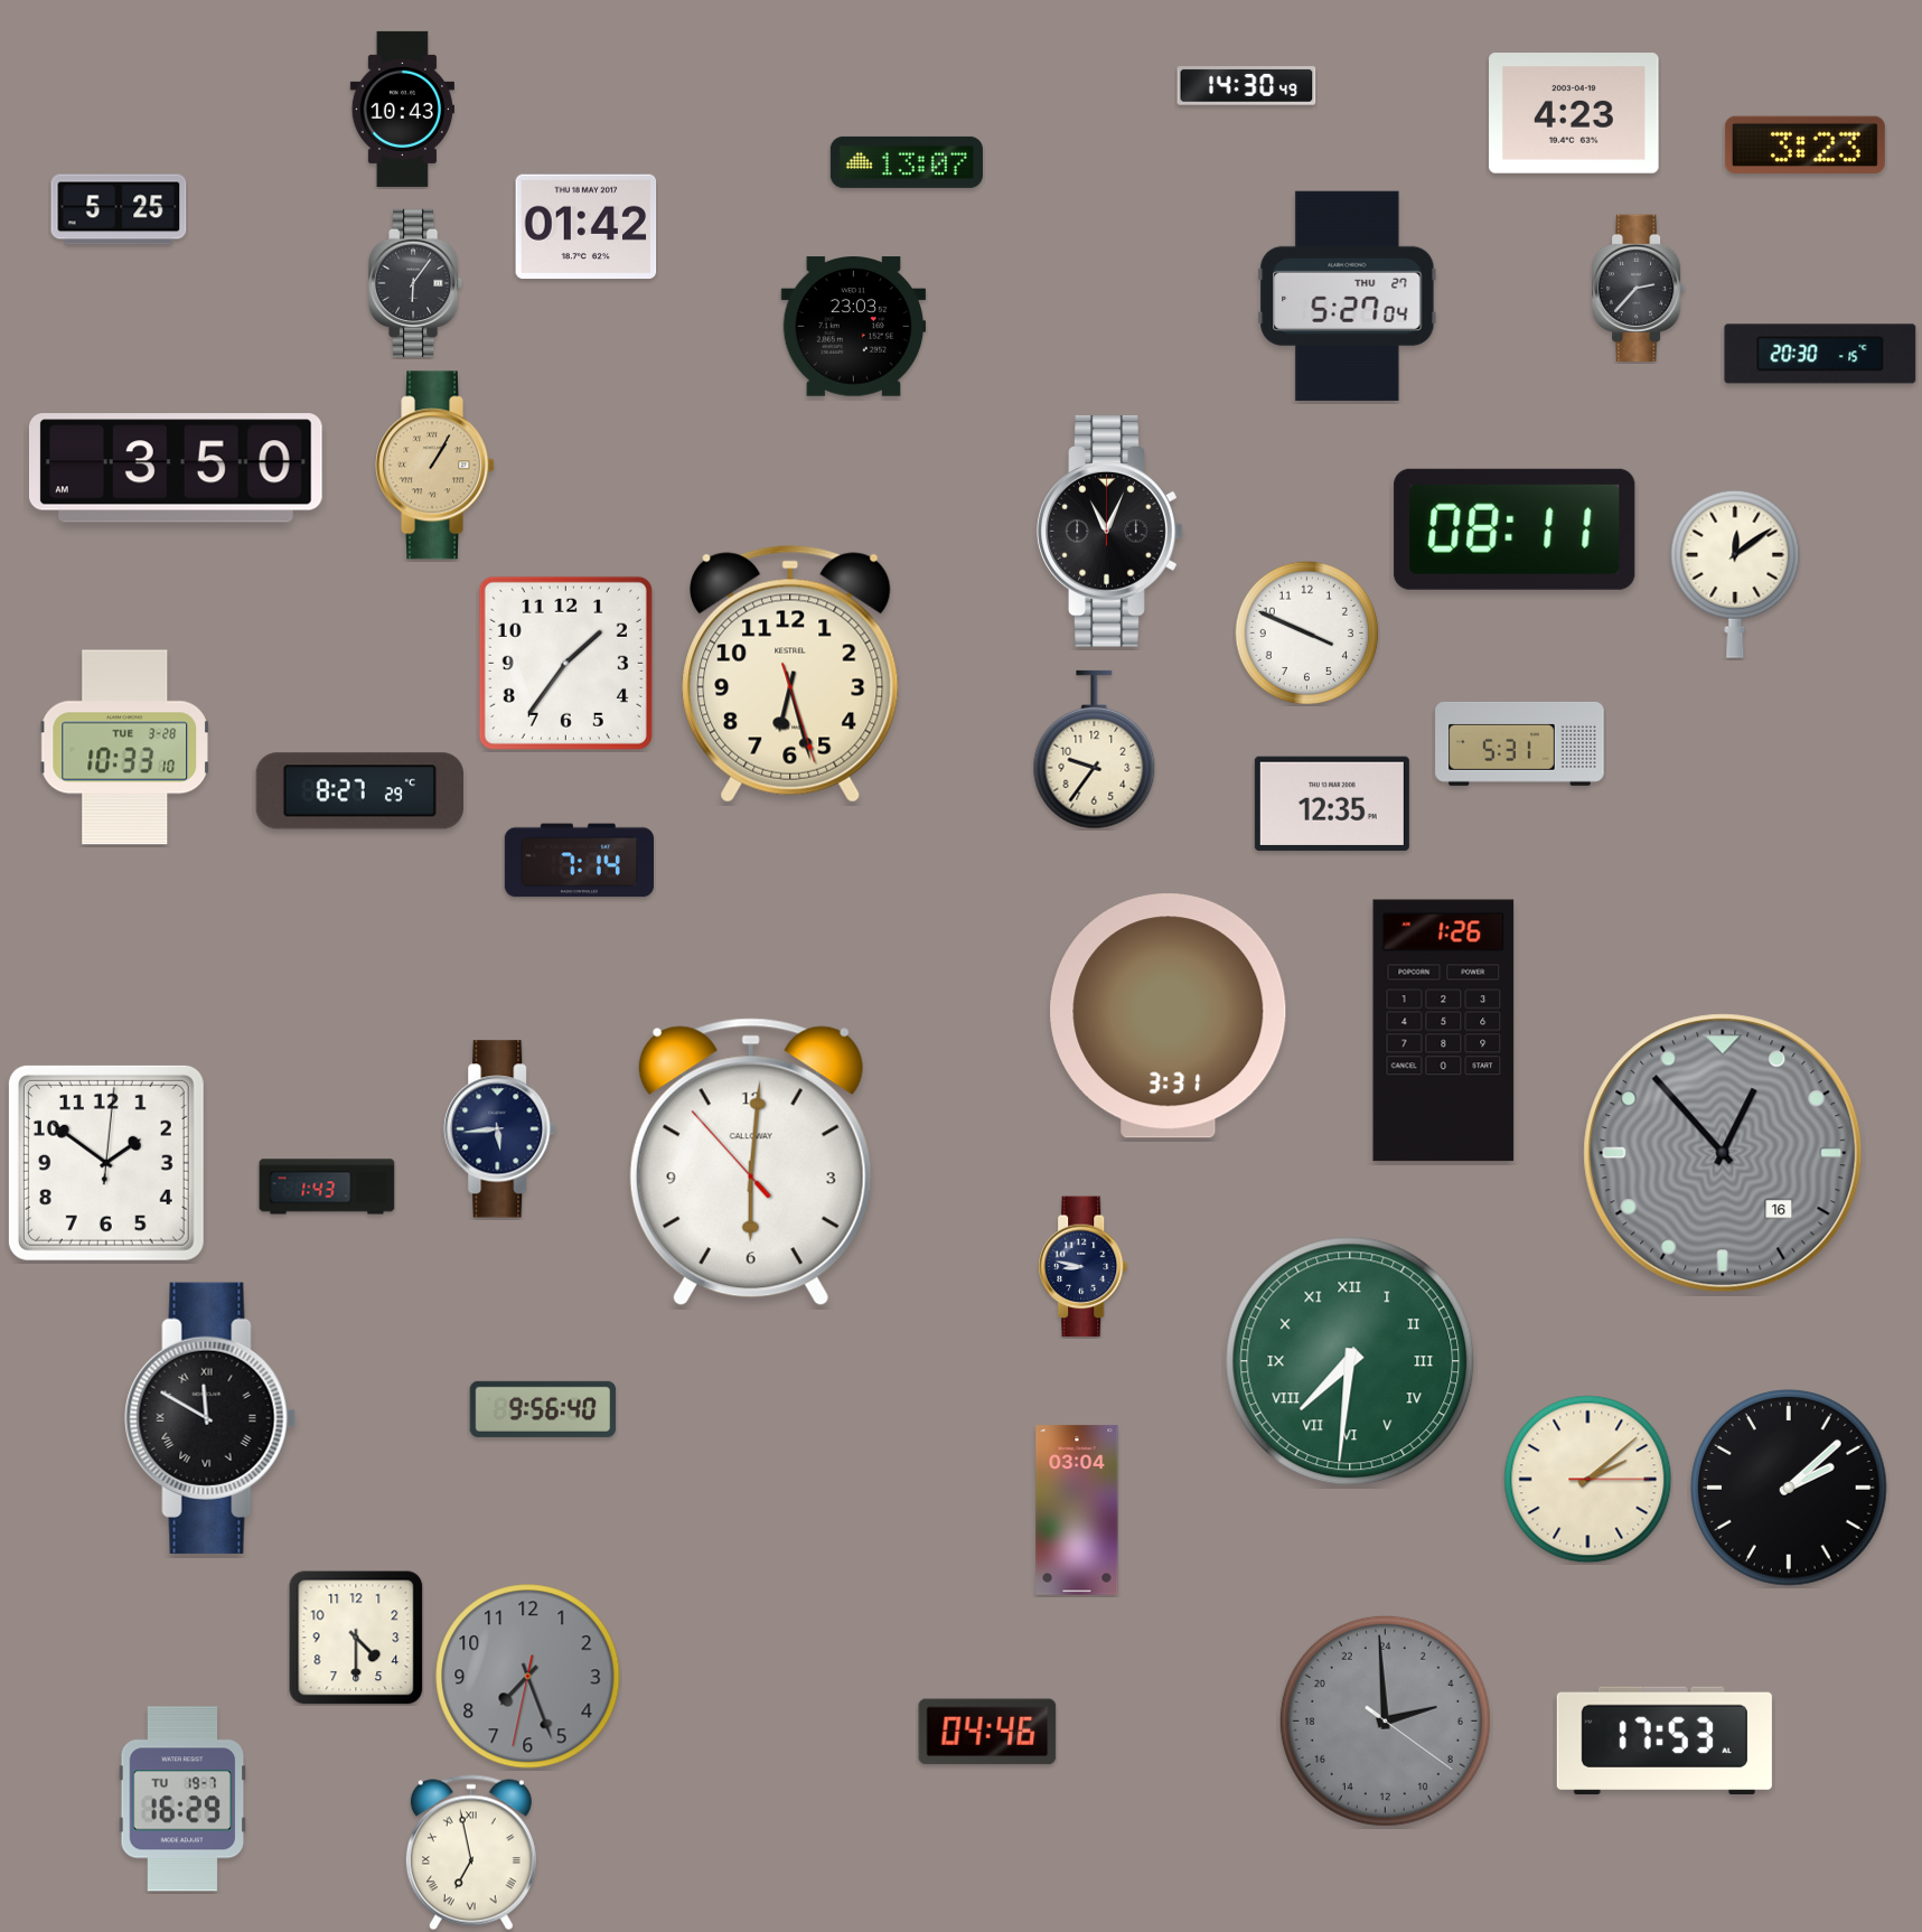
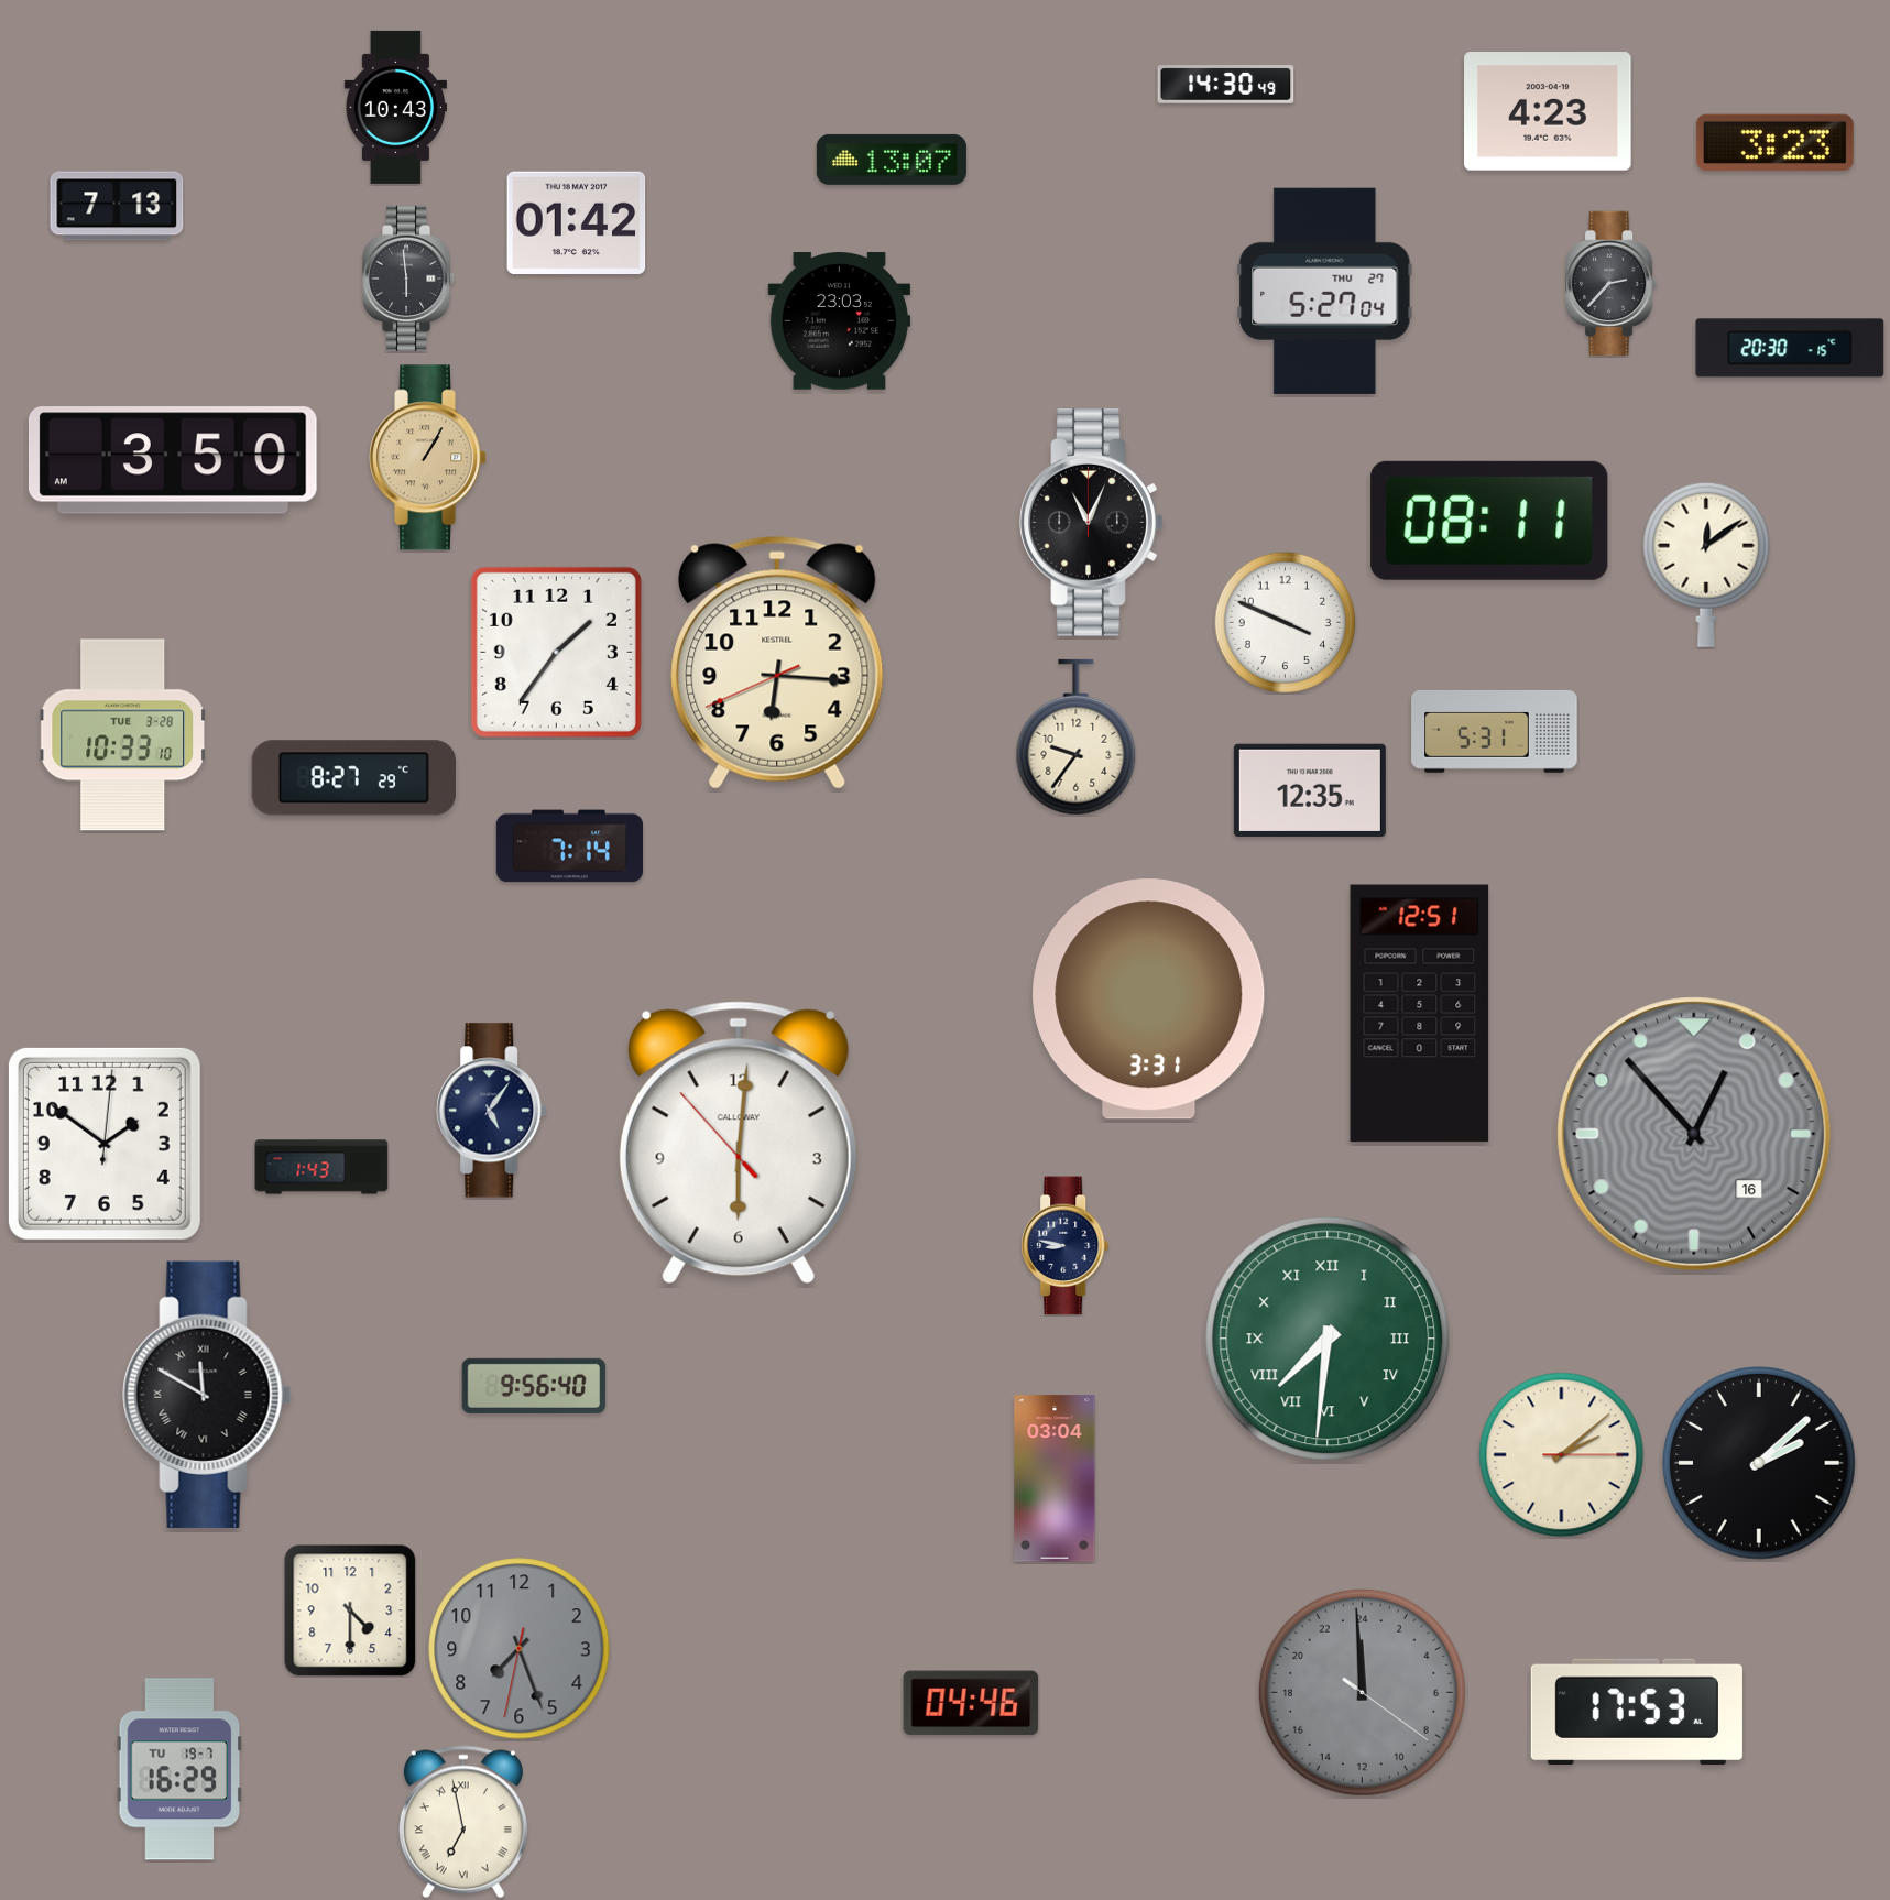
clock at (119, 209): 5:25 -> 7:13
clock at (415, 282): 6:06 -> 5:59
clock at (790, 674): 6:27 -> 6:15
clock at (1444, 1031): 1:26 -> 12:51
clock at (500, 1129): 5:44 -> 5:06
clock at (1077, 1510) position: (1077, 1510) -> (1055, 1478)
clock at (1385, 1720): 4:59 -> 23:59
